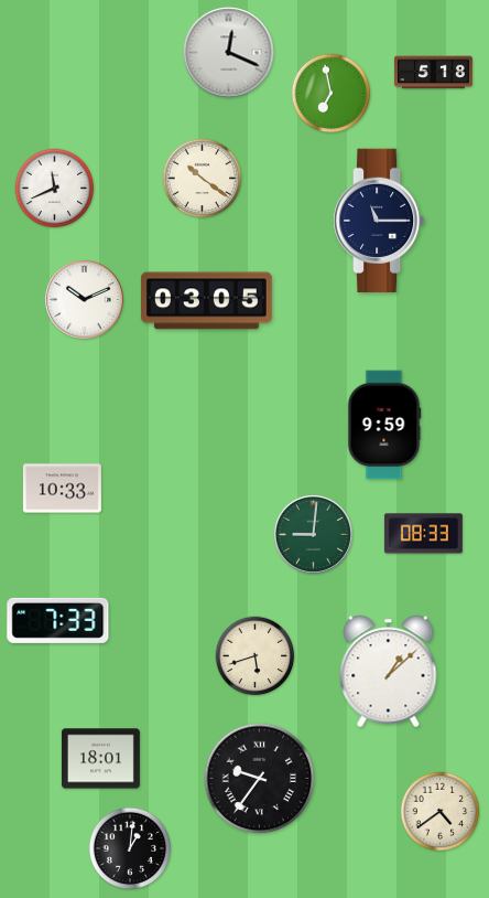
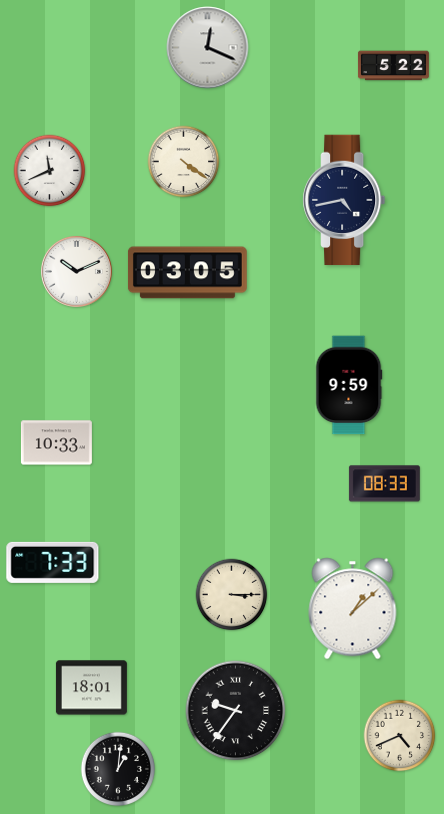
clock at (433, 73): 5:18 -> 5:22
clock at (332, 94): 6:58 -> none
clock at (203, 179): 10:21 -> 4:21
clock at (380, 221): 11:15 -> 4:43
clock at (313, 534): 9:01 -> none
clock at (256, 656): 5:42 -> 3:15
clock at (260, 779) position: (260, 779) -> (236, 711)
clock at (441, 812): 4:39 -> 4:41
